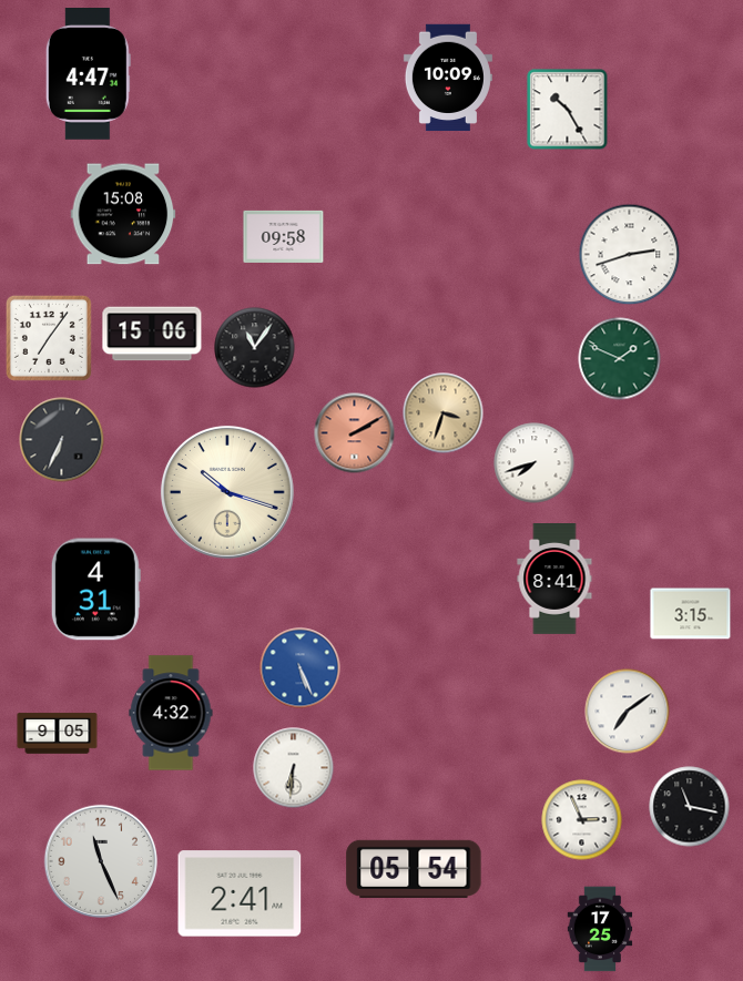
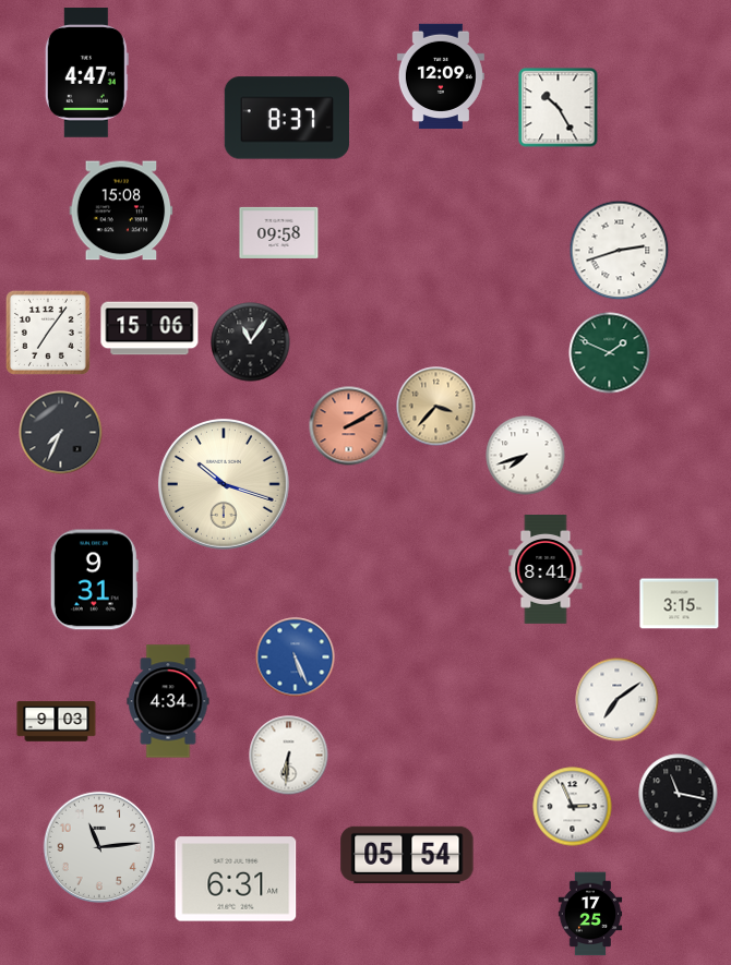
clock at (448, 78): 10:09 -> 12:09
clock at (286, 118): none -> 8:37
clock at (444, 413): 3:33 -> 3:37
clock at (62, 440): 6:34 -> 7:34
clock at (95, 590): 4:31 -> 9:31
clock at (171, 713): 4:32 -> 4:34
clock at (58, 734): 9:05 -> 9:03
clock at (101, 861): 11:26 -> 11:14
clock at (240, 893): 2:41 -> 6:31
